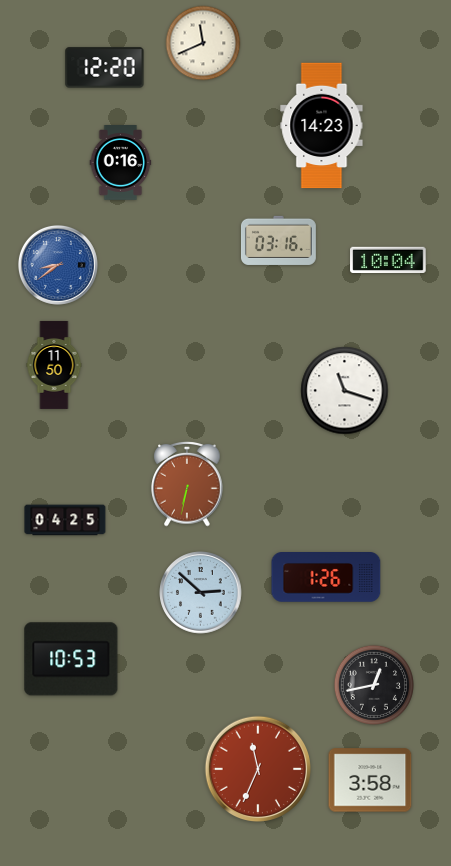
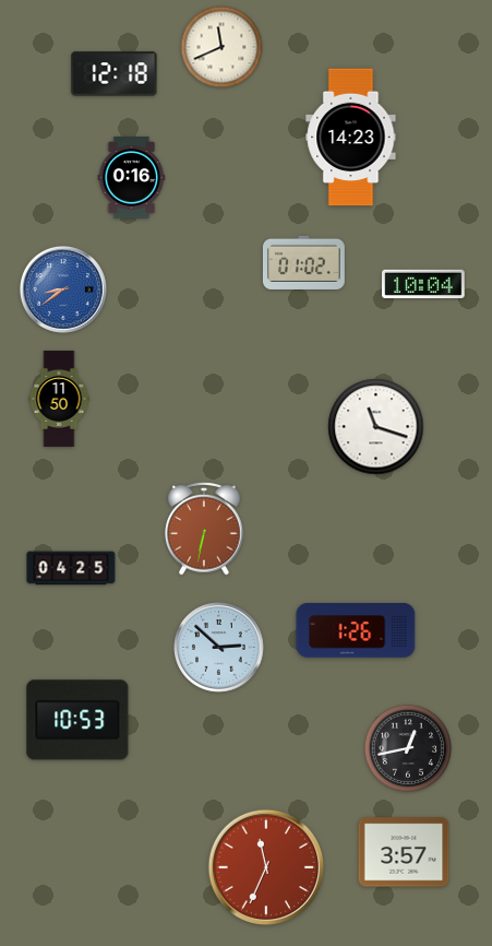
clock at (105, 68): 12:20 -> 12:18
clock at (278, 240): 03:16 -> 01:02
clock at (257, 768) position: (257, 768) -> (265, 866)
clock at (370, 780): 3:58 -> 3:57
